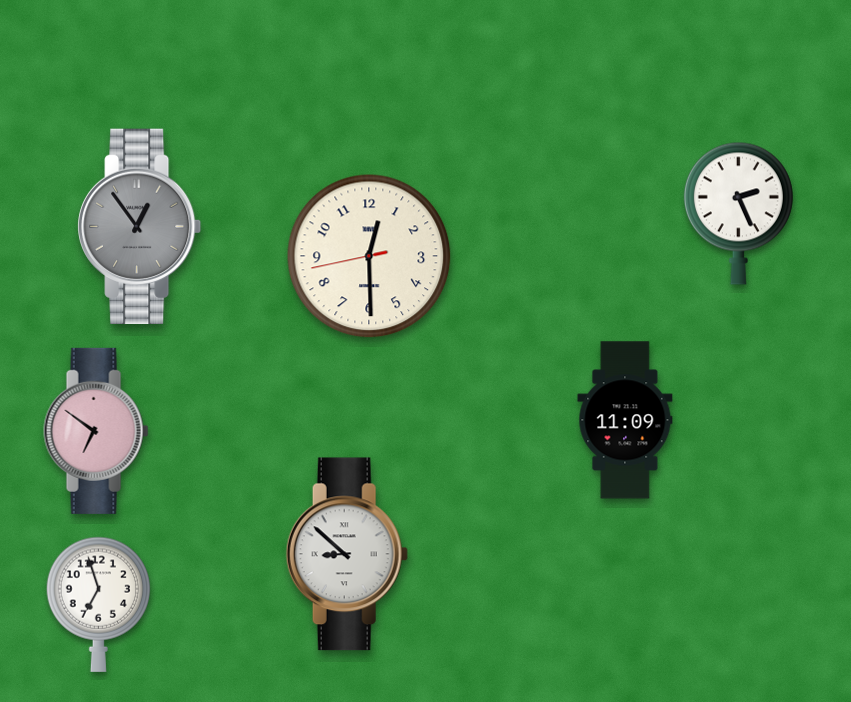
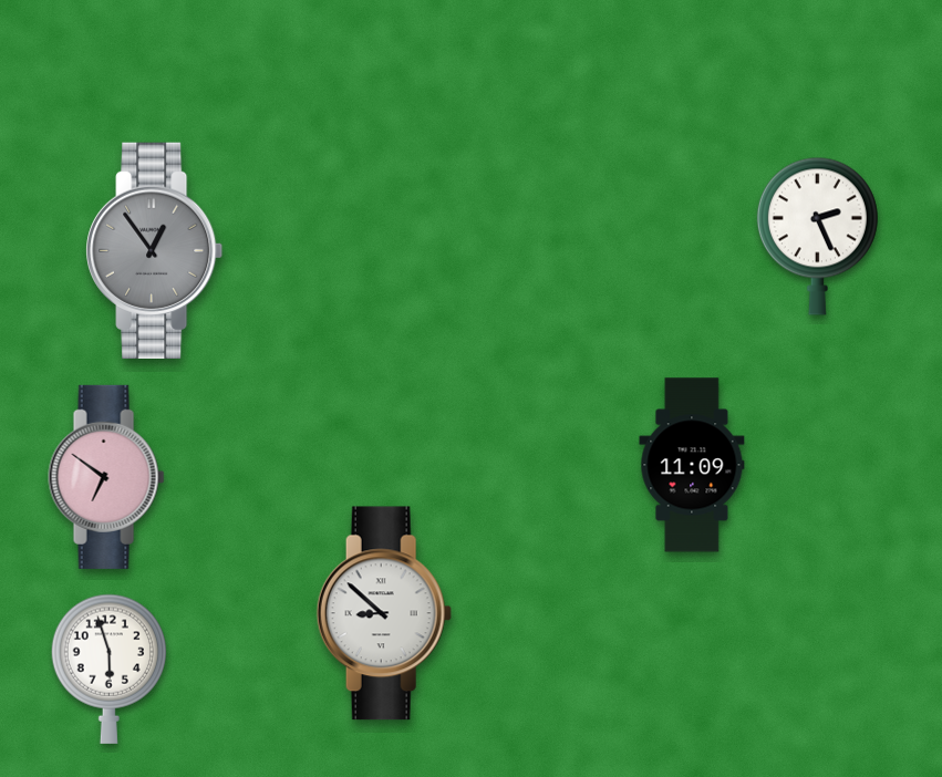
clock at (369, 256): 12:29 -> none
clock at (98, 604): 6:57 -> 5:57
